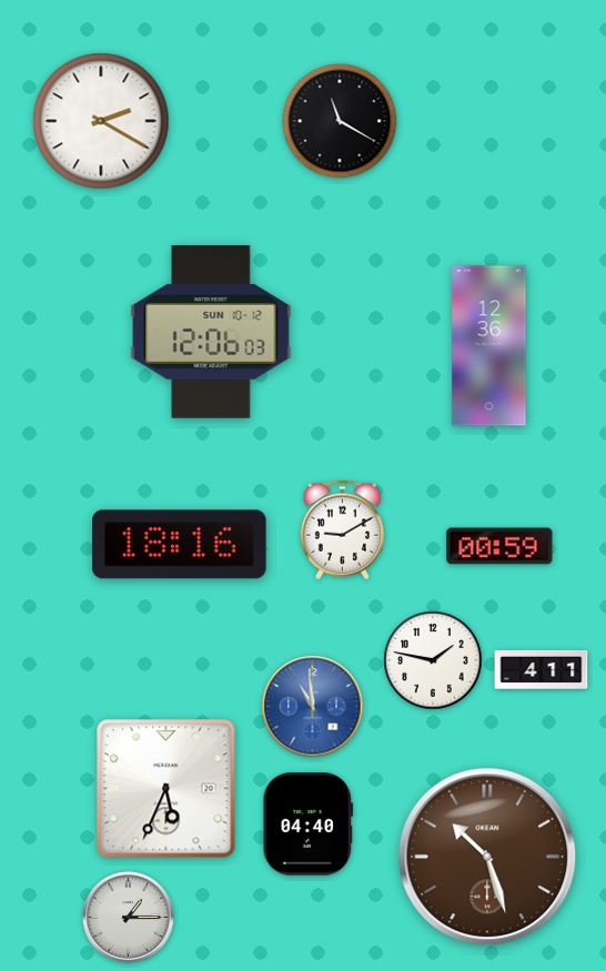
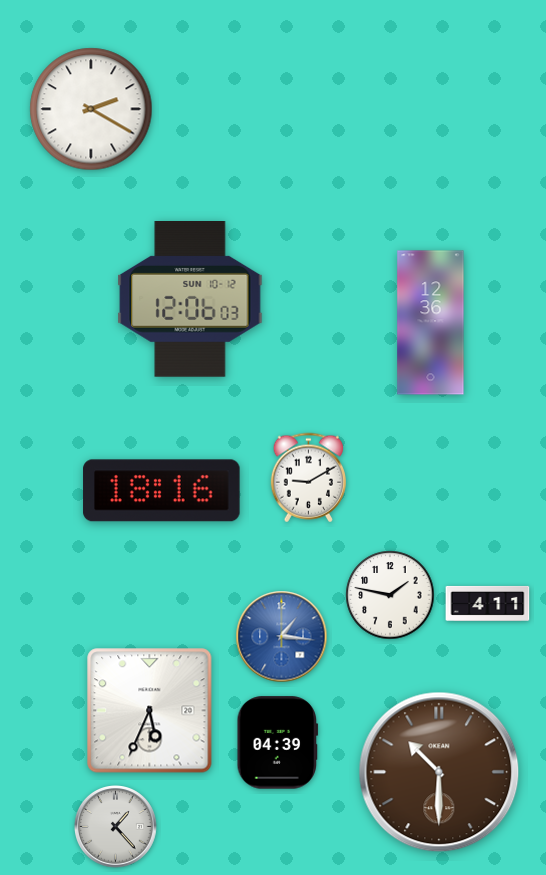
clock at (340, 121): 11:20 -> none
clock at (489, 346) position: (489, 346) -> (431, 323)
clock at (499, 546): 00:59 -> none
clock at (313, 707): 10:59 -> 1:16
clock at (309, 825): 04:40 -> 04:39
clock at (487, 857): 10:27 -> 10:30
clock at (129, 918): 1:15 -> 1:23
